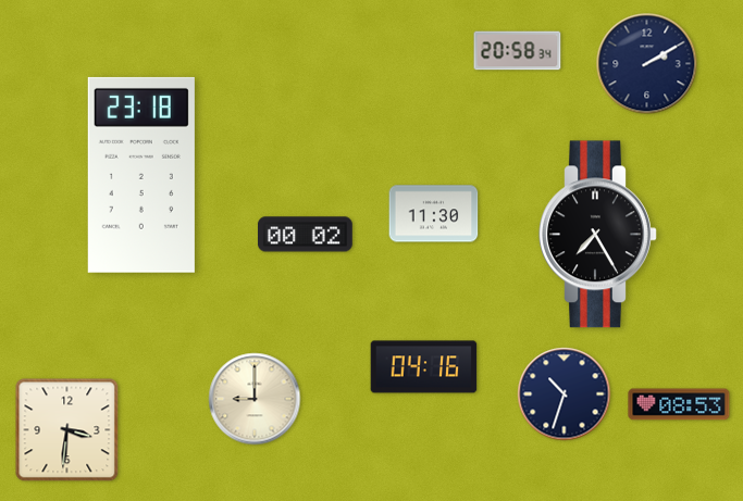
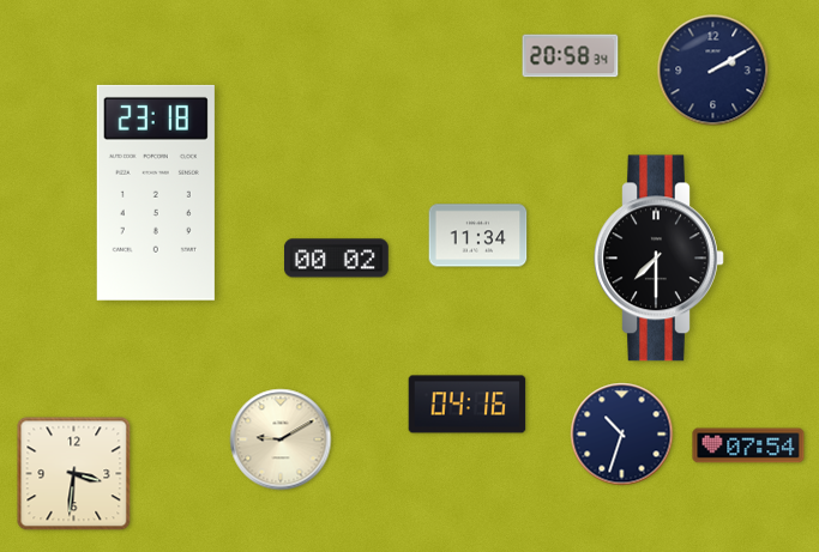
clock at (434, 214): 11:30 -> 11:34
clock at (598, 235): 7:25 -> 7:30
clock at (255, 399): 9:00 -> 9:10
clock at (679, 404): 08:53 -> 07:54
